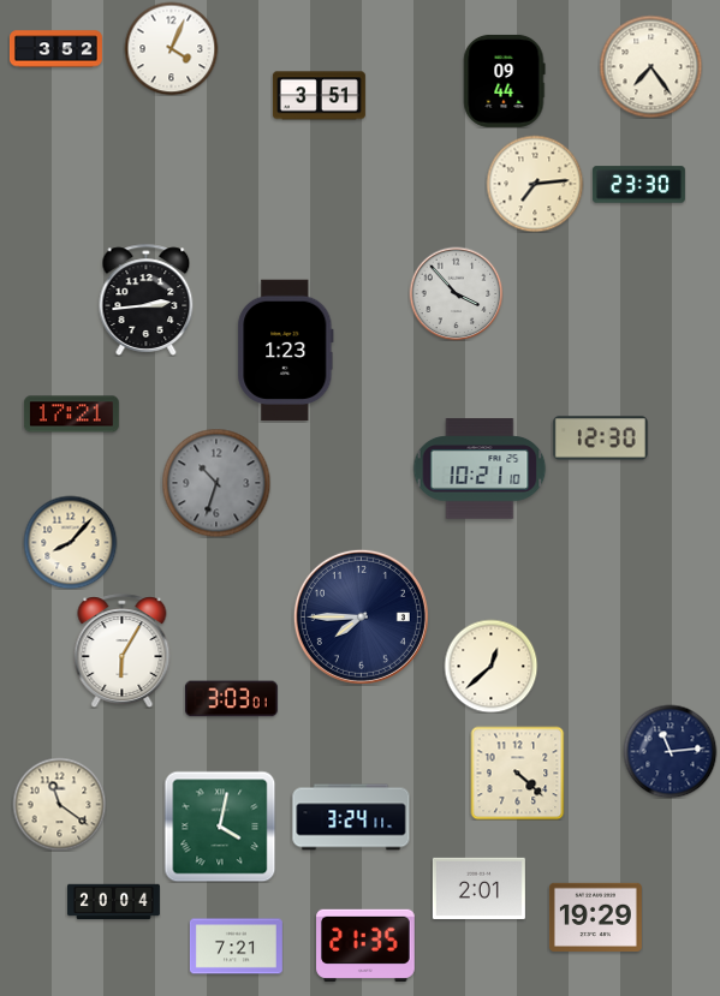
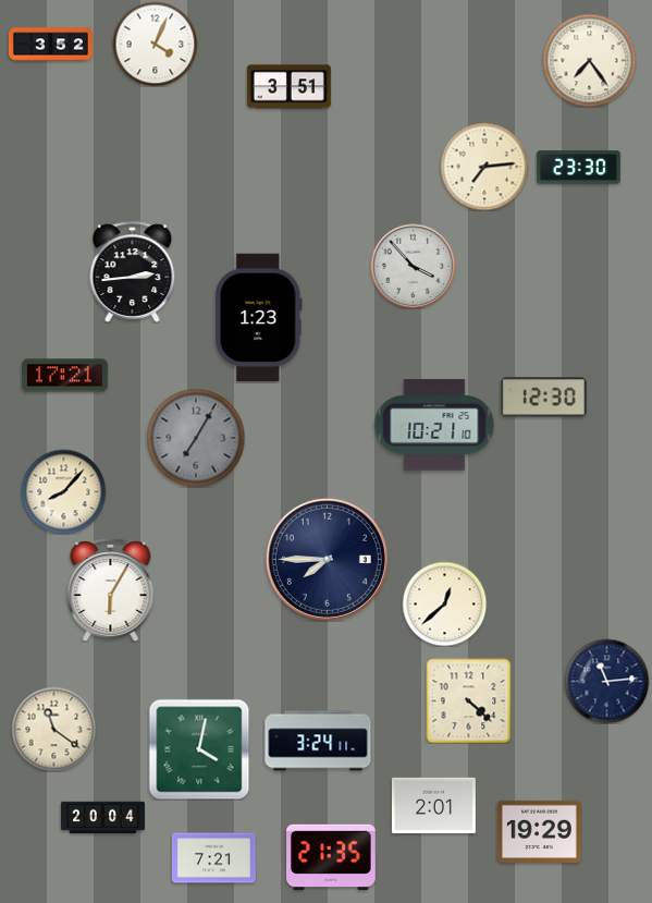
clock at (505, 80): 09:44 -> none
clock at (216, 483): 10:33 -> 7:05
clock at (231, 699): 3:03 -> none
